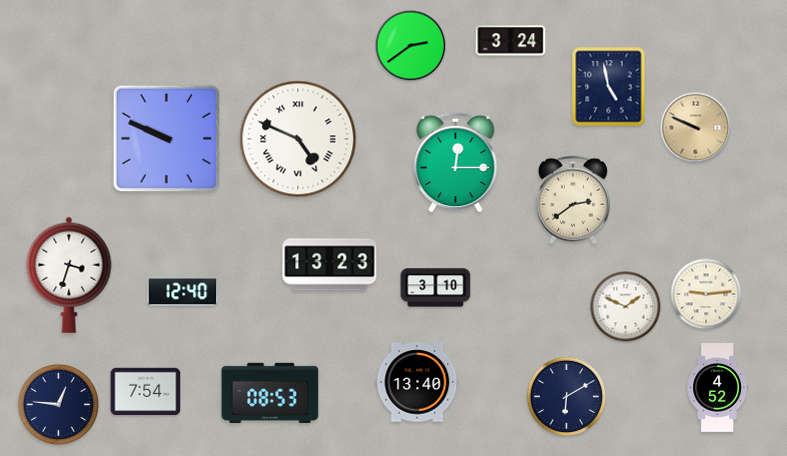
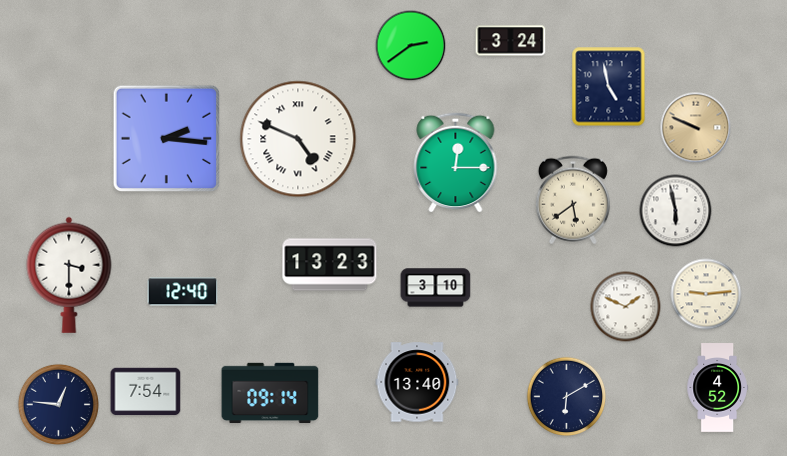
clock at (166, 138): 9:49 -> 2:16
clock at (573, 200): 2:39 -> 5:39
clock at (676, 211): none -> 5:58
clock at (69, 275): 3:33 -> 3:30
clock at (270, 393): 08:53 -> 09:14
